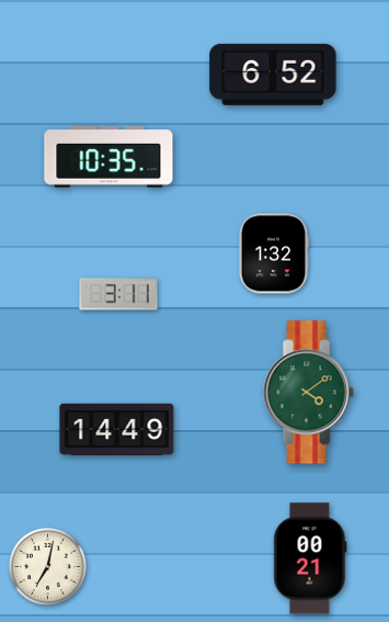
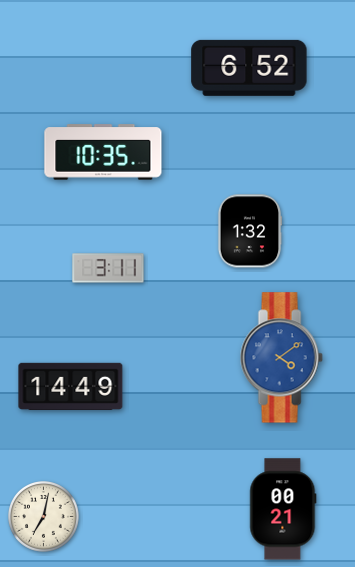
clock at (108, 157) position: (108, 157) -> (103, 152)
clock at (308, 393) dial: green -> blue
clock at (117, 429) position: (117, 429) -> (71, 386)
